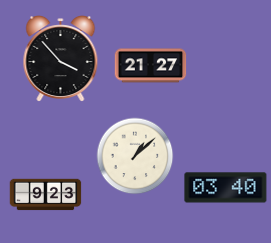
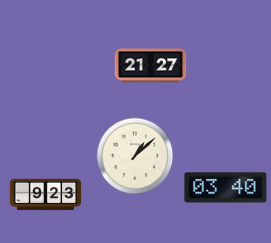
clock at (61, 59): 3:53 -> none
